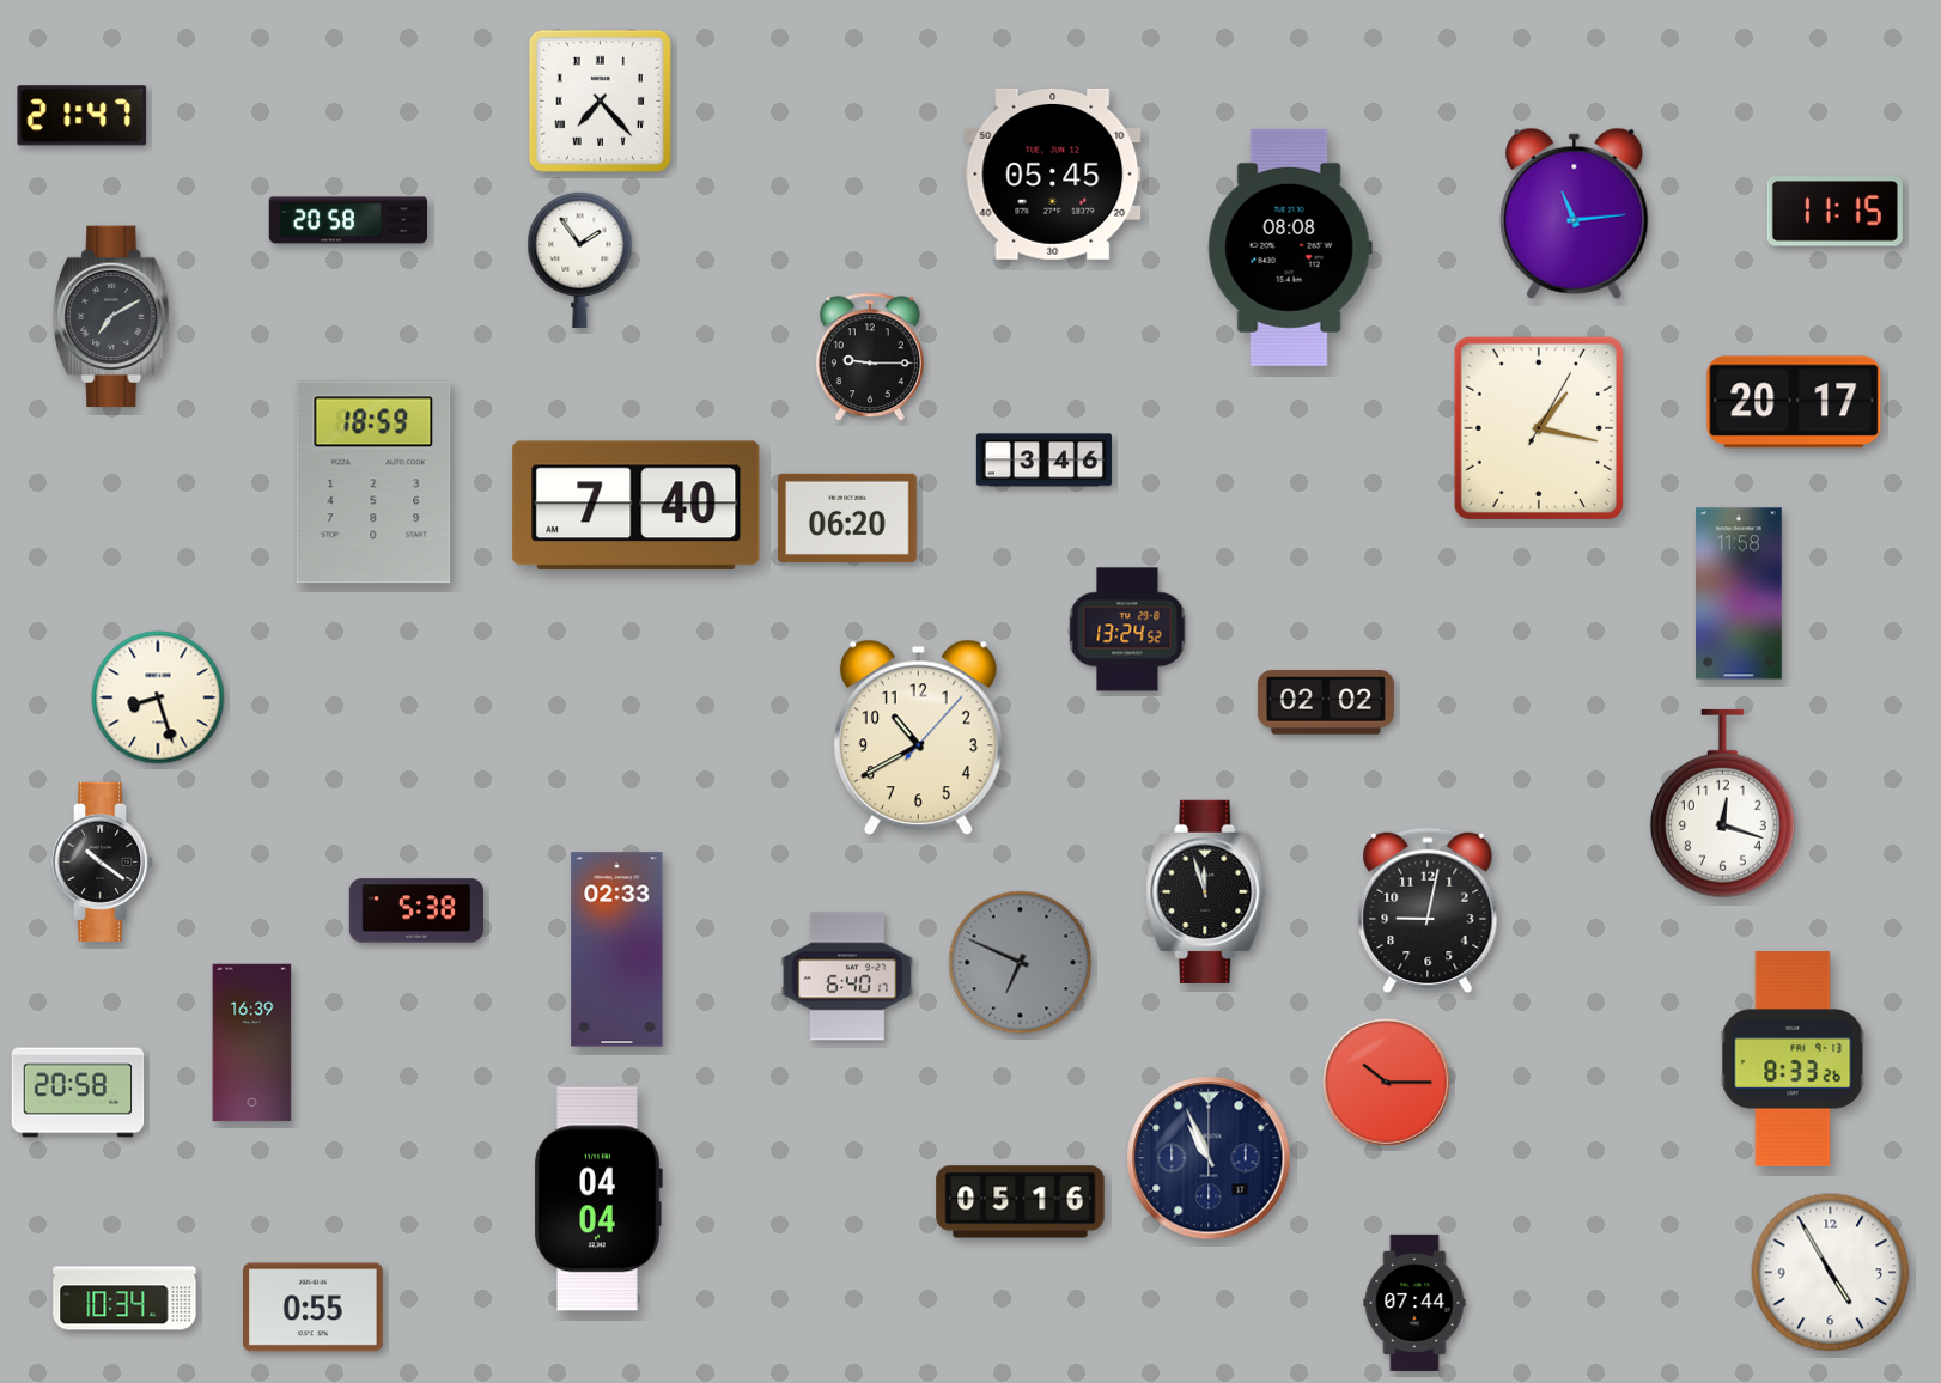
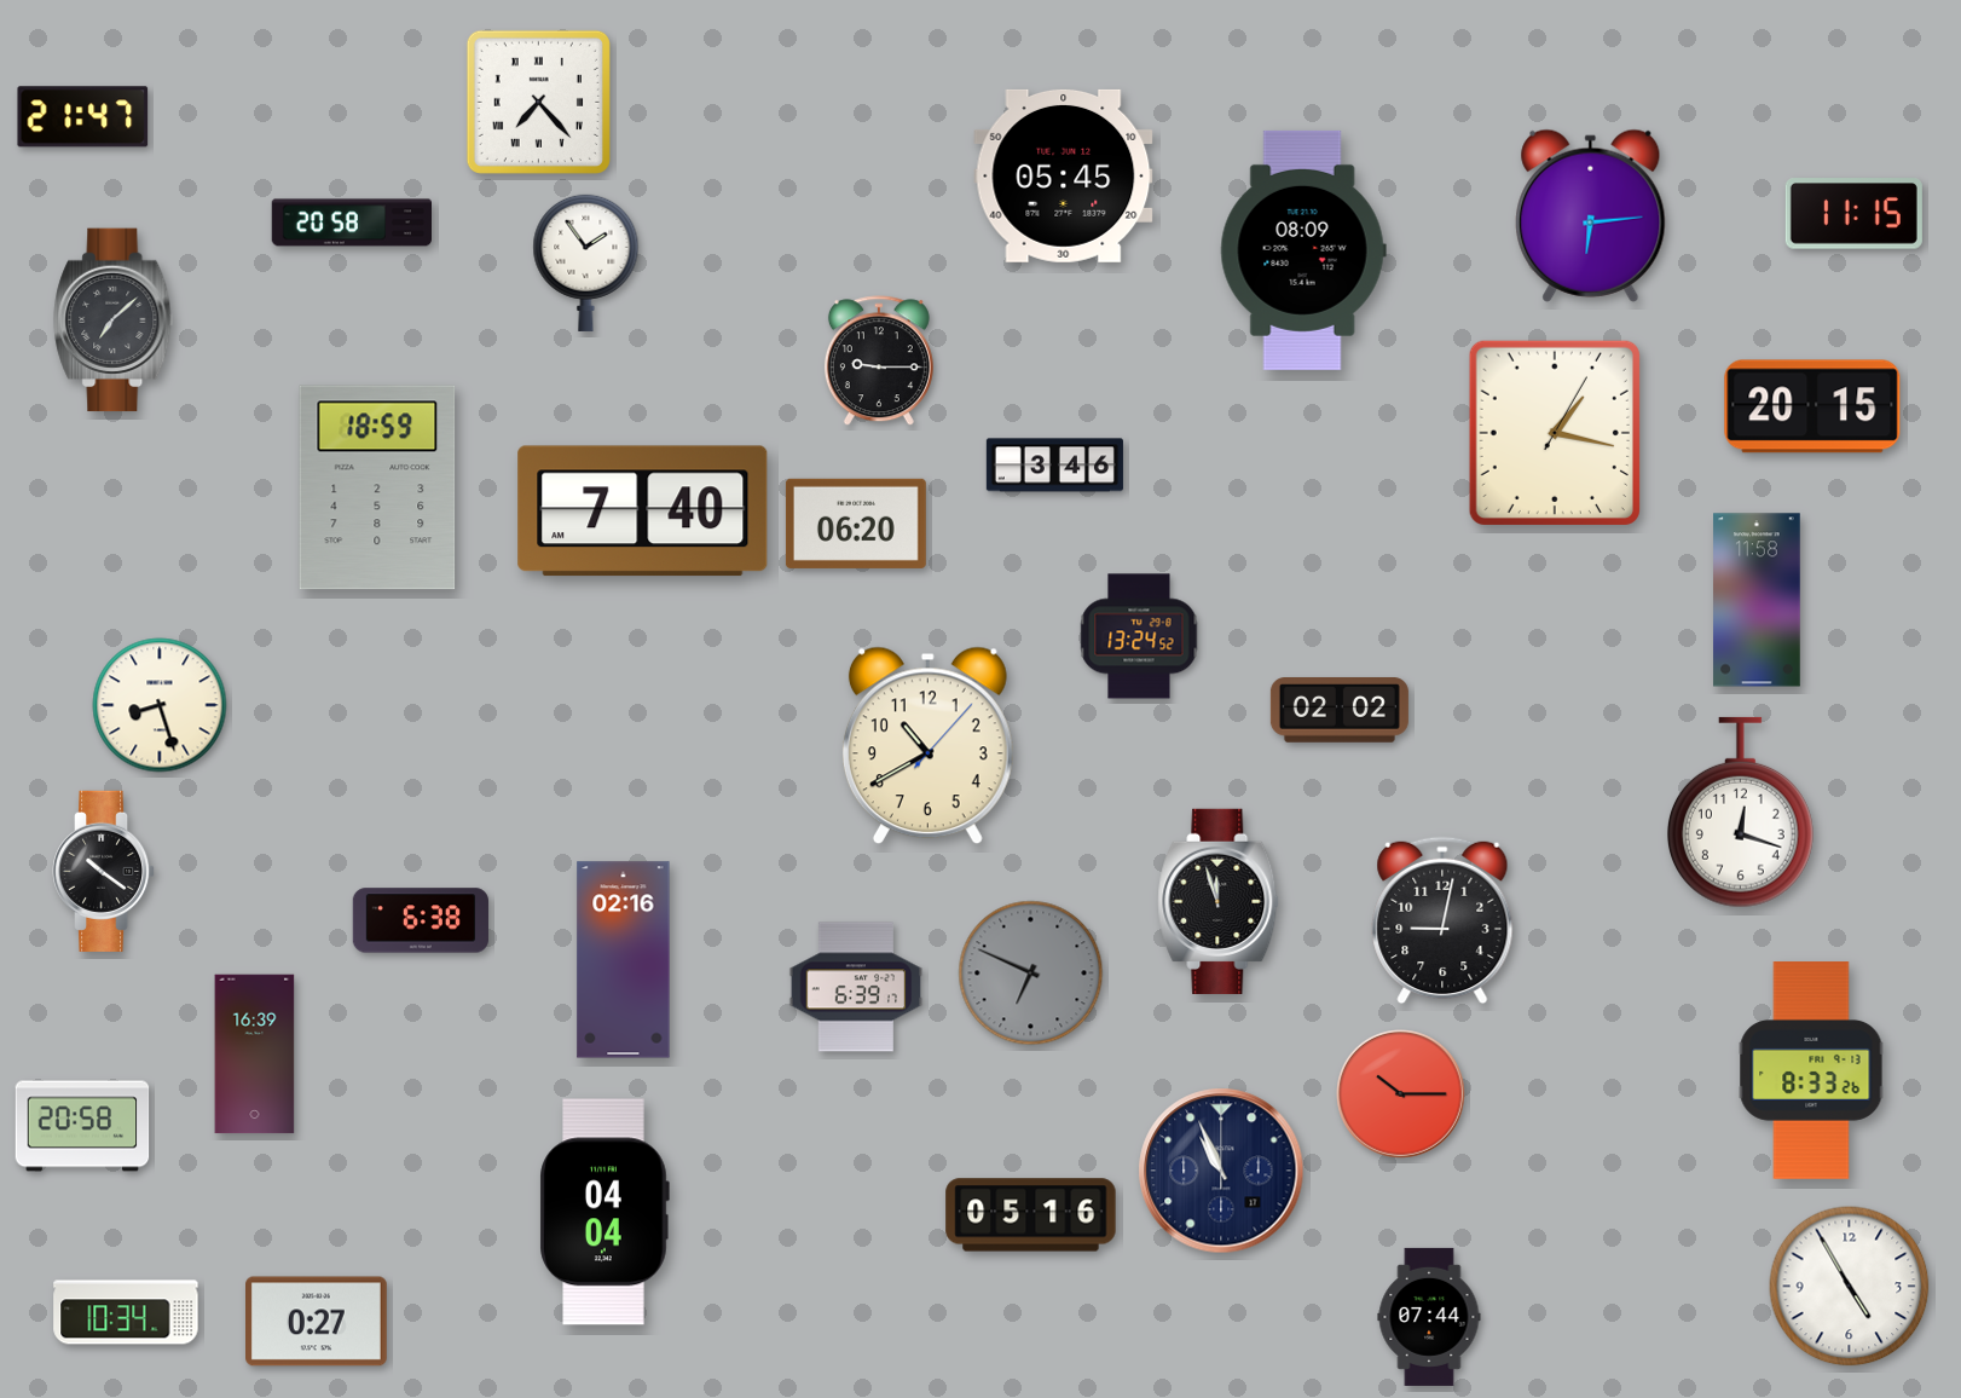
clock at (600, 100) position: (600, 100) -> (538, 102)
clock at (1575, 213): 11:14 -> 6:14
clock at (1290, 248): 08:08 -> 08:09
clock at (112, 317): 7:10 -> 7:08
clock at (1794, 402): 20:17 -> 20:15
clock at (416, 910): 5:38 -> 6:38
clock at (617, 950): 02:33 -> 02:16
clock at (847, 976): 6:40 -> 6:39
clock at (78, 1092) position: (78, 1092) -> (82, 1126)
clock at (314, 1308): 0:55 -> 0:27
